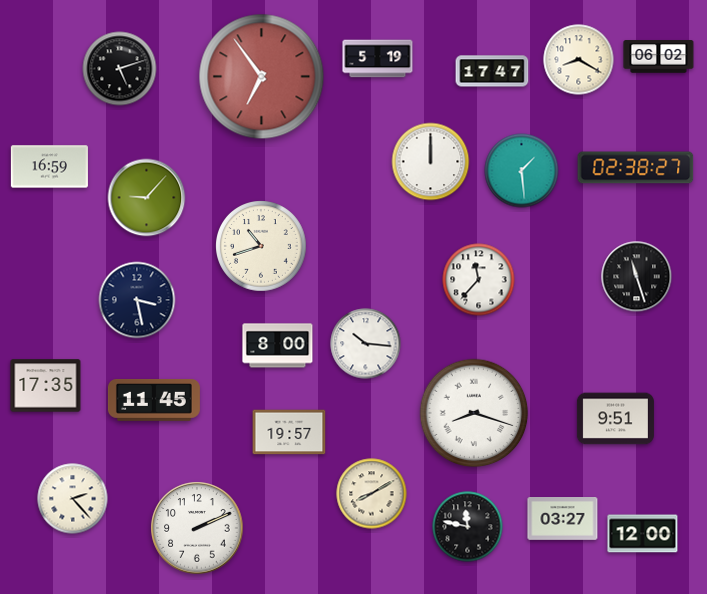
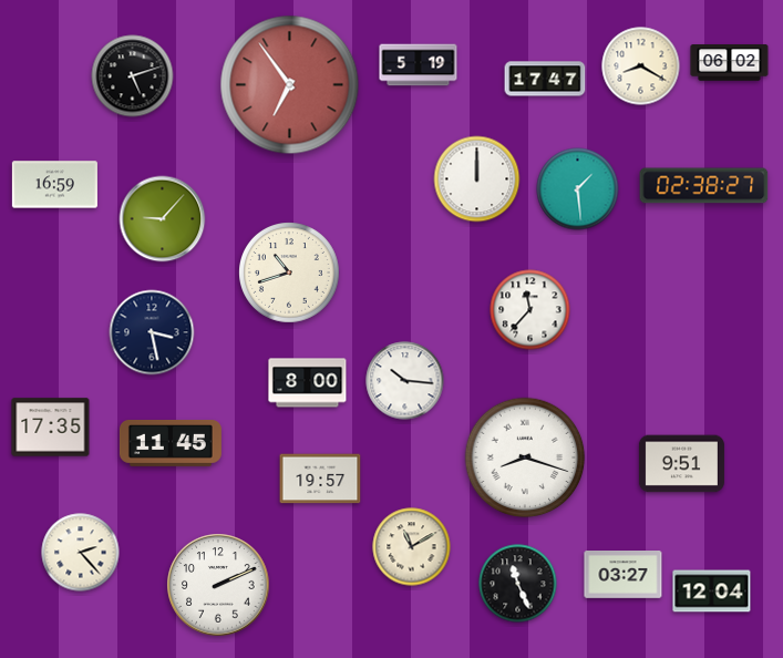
clock at (637, 277): 11:27 -> none
clock at (372, 494): 8:10 -> 11:10
clock at (468, 527): 11:47 -> 11:26
clock at (643, 534): 12:00 -> 12:04
